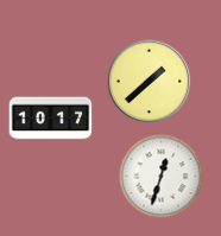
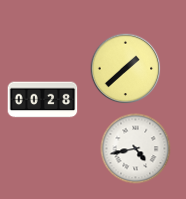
clock at (51, 119): 10:17 -> 00:28
clock at (162, 177): 12:33 -> 4:43
